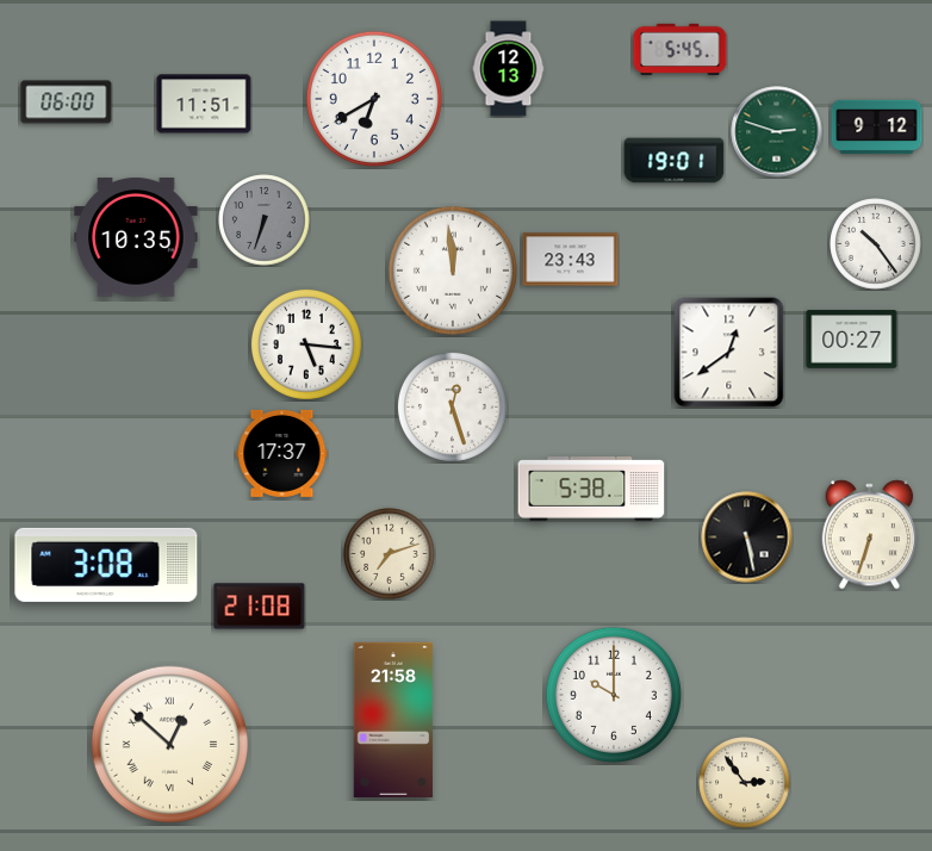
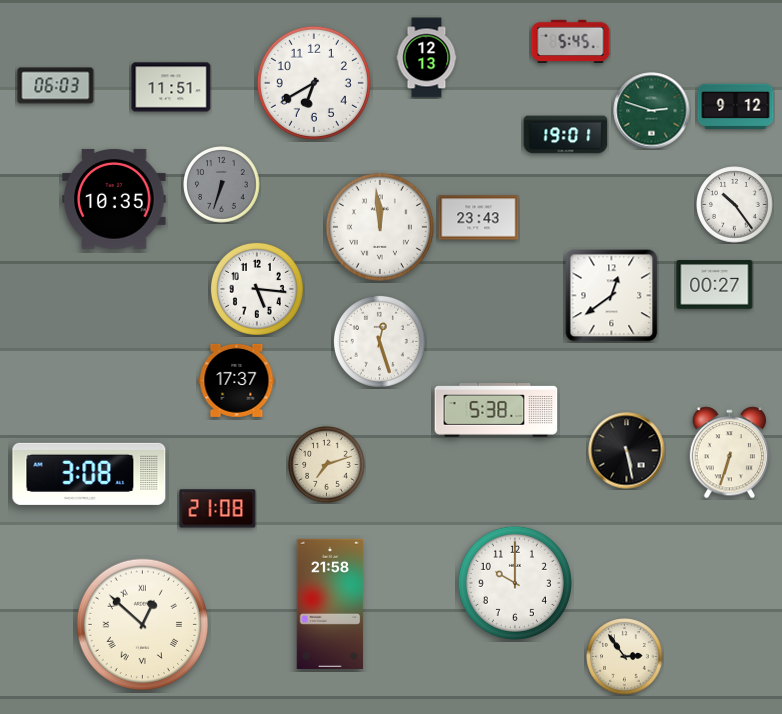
clock at (67, 103): 06:00 -> 06:03
clock at (870, 535) position: (870, 535) -> (730, 453)
